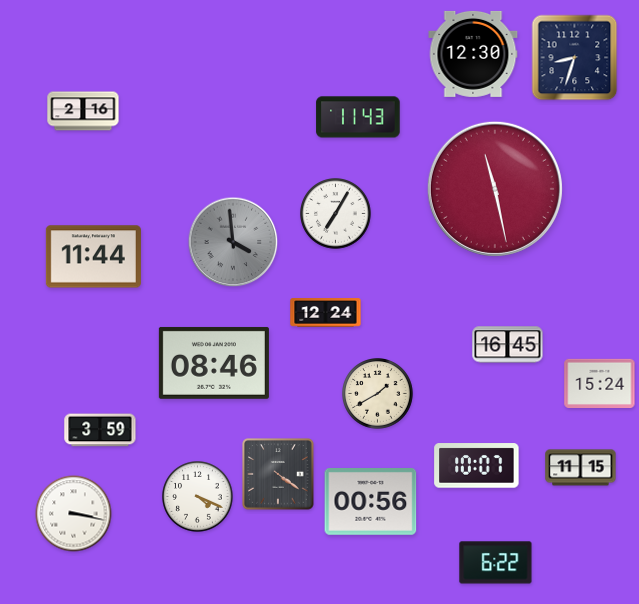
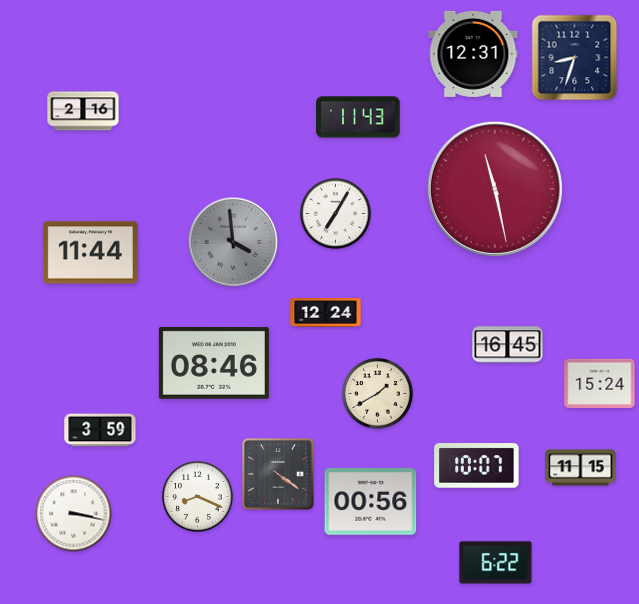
clock at (473, 54): 12:30 -> 12:31
clock at (93, 257) position: (93, 257) -> (90, 253)
clock at (198, 497): 4:19 -> 8:19
